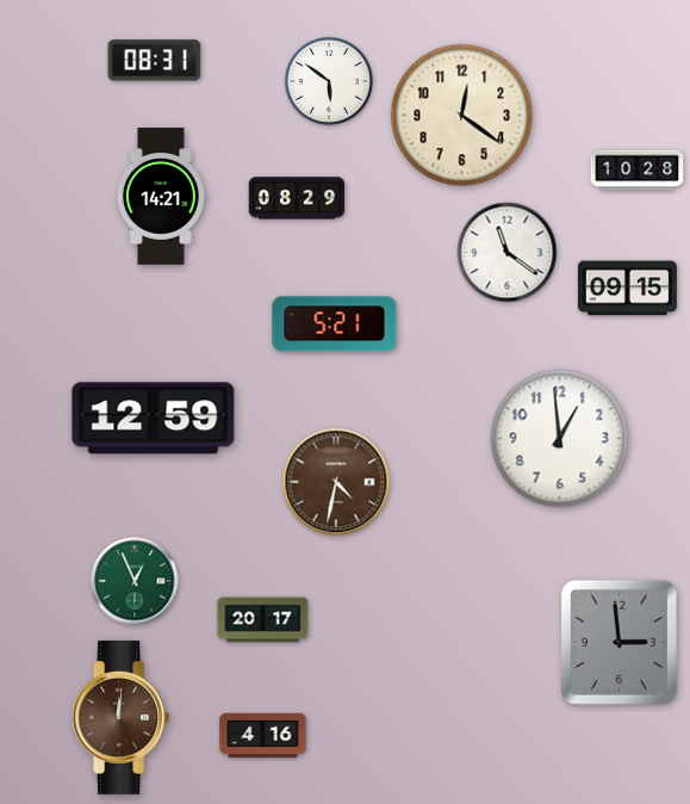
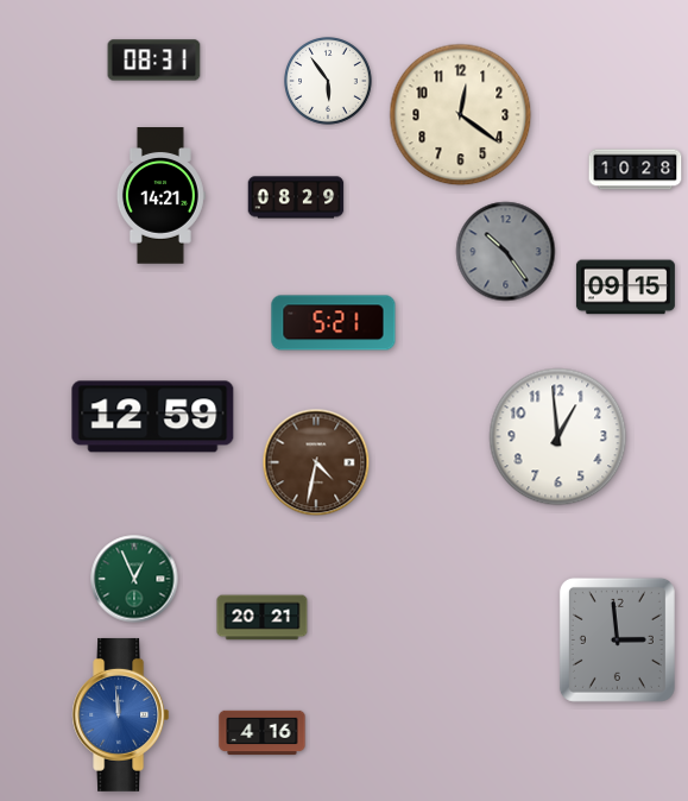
clock at (330, 82): 5:51 -> 5:54
clock at (508, 253): 11:21 -> 10:24
clock at (508, 253) dial: white -> grey
clock at (336, 482) position: (336, 482) -> (316, 462)
clock at (263, 620): 20:17 -> 20:21
clock at (122, 717): 12:01 -> 11:59
clock at (122, 717) dial: brown -> blue
